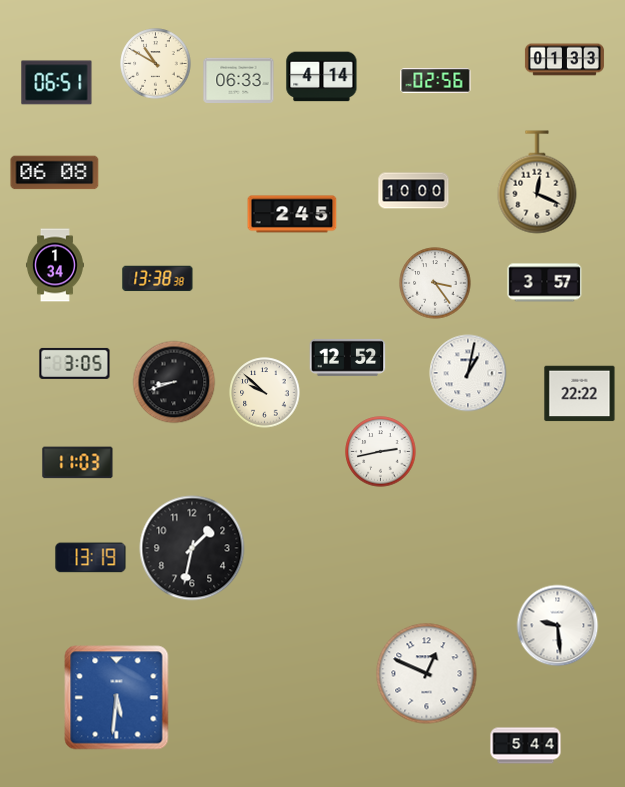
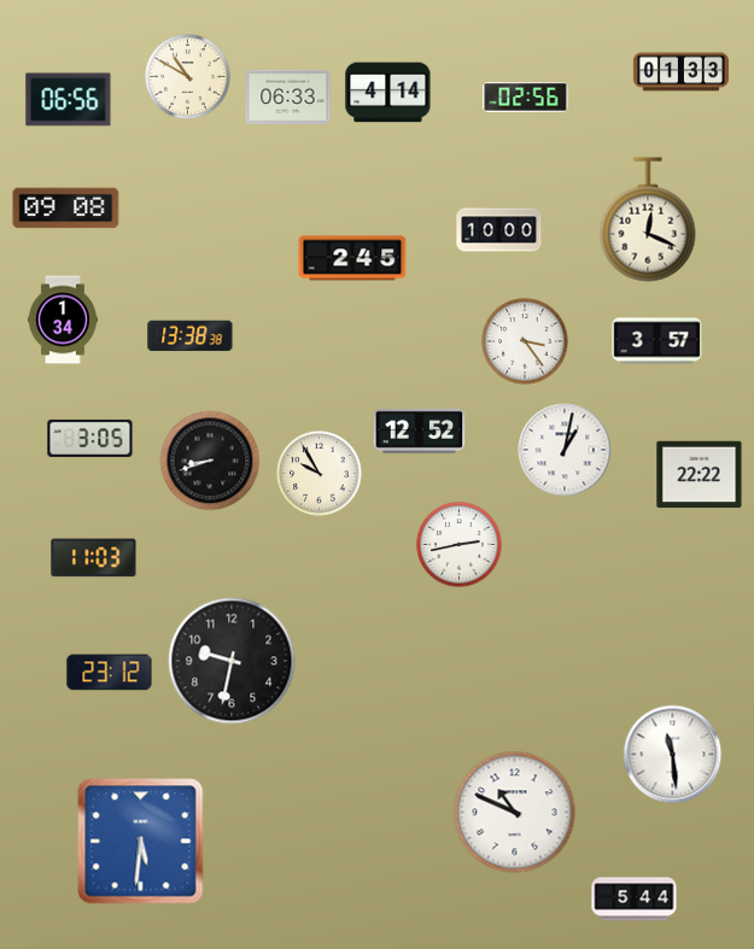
clock at (57, 83): 06:51 -> 06:56
clock at (55, 173): 06:08 -> 09:08
clock at (55, 265) position: (55, 265) -> (63, 320)
clock at (265, 393): 9:52 -> 9:55
clock at (192, 548): 1:32 -> 9:32
clock at (91, 558): 13:19 -> 23:12
clock at (558, 626): 9:29 -> 11:29
clock at (427, 674): 12:49 -> 10:49
